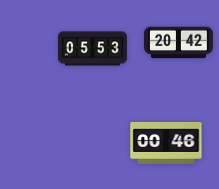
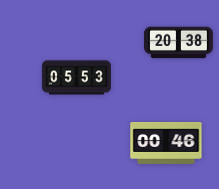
clock at (179, 43): 20:42 -> 20:38
clock at (93, 49) position: (93, 49) -> (77, 78)
